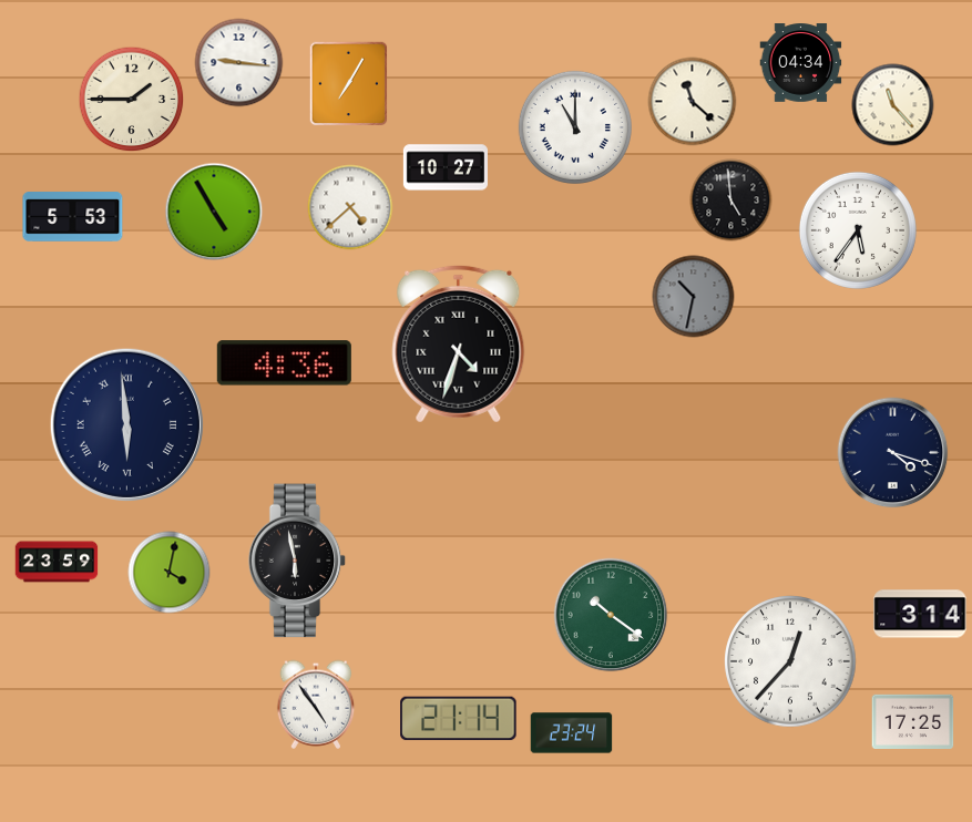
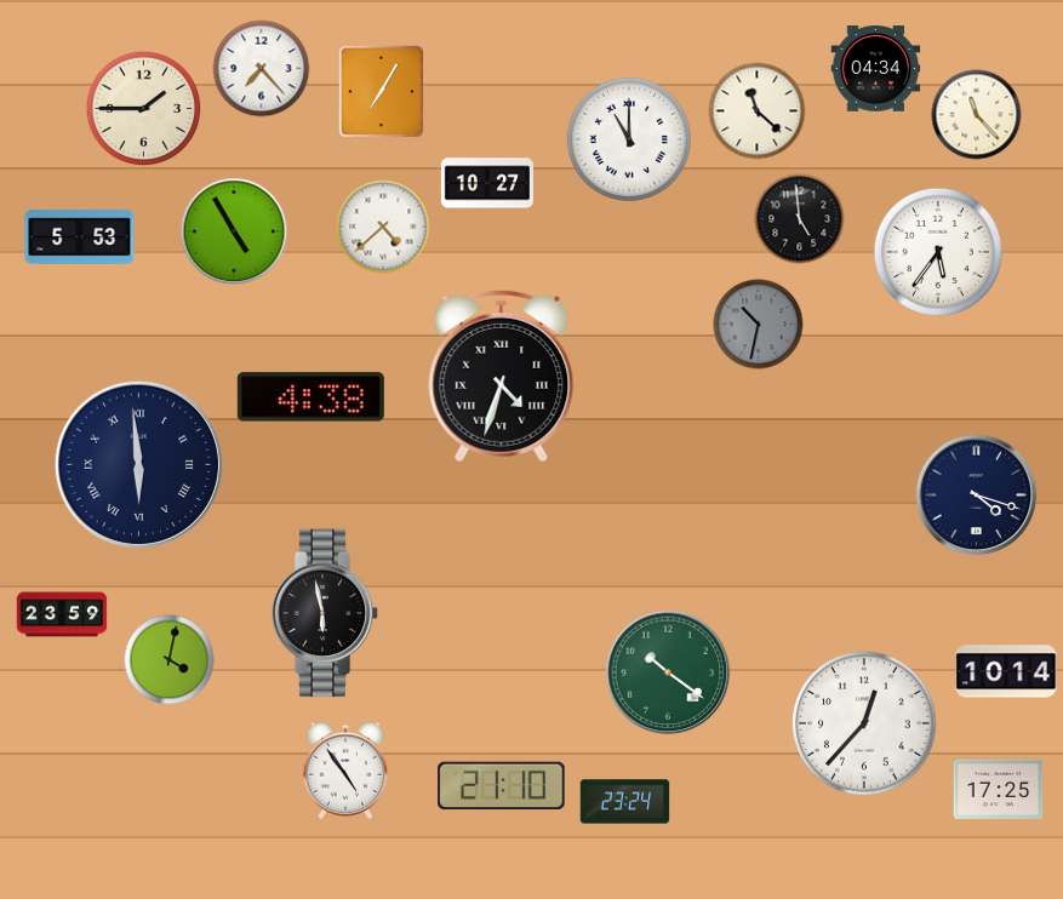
clock at (239, 63): 9:16 -> 7:23
clock at (284, 363): 4:36 -> 4:38
clock at (170, 573) position: (170, 573) -> (170, 660)
clock at (920, 614): 3:14 -> 10:14
clock at (459, 719): 21:14 -> 21:10
